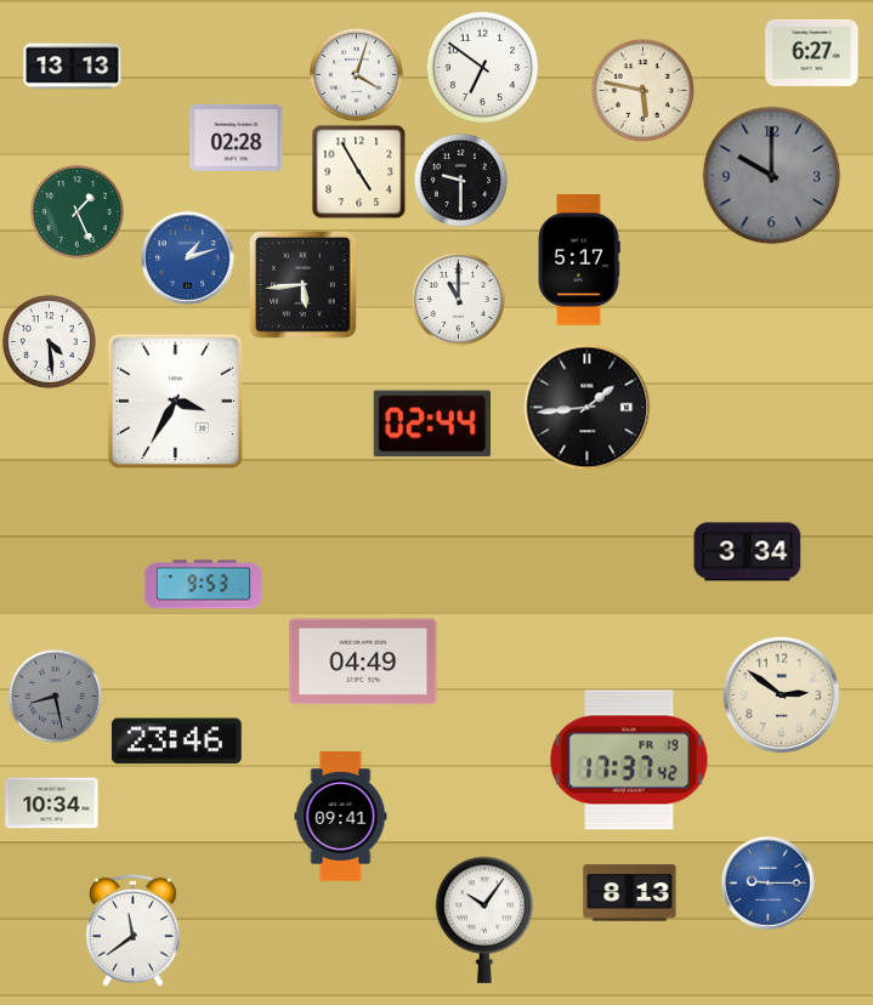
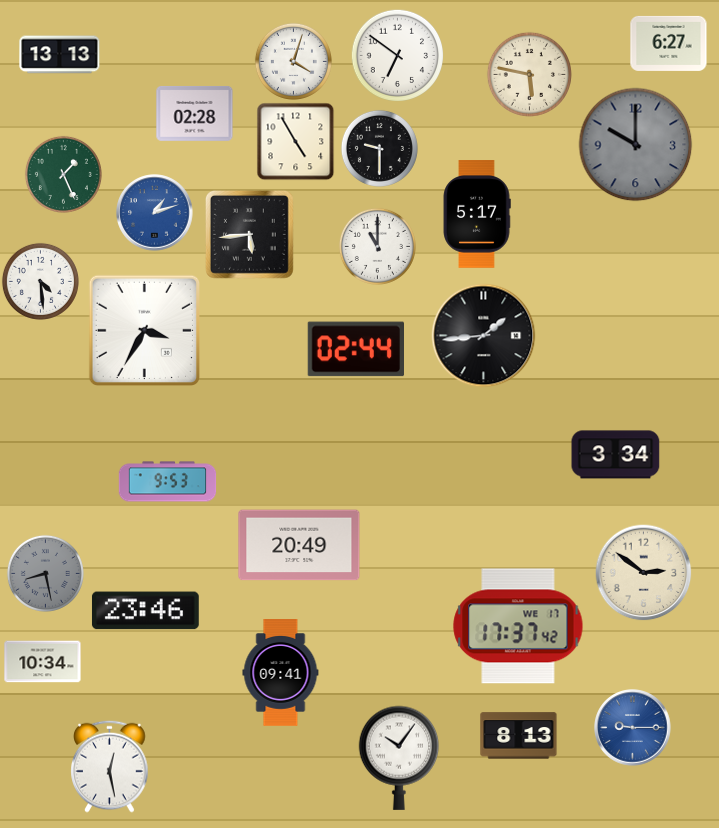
clock at (363, 662): 04:49 -> 20:49
clock at (629, 760) date: FR 19 -> WE 17
clock at (134, 930): 11:39 -> 12:28
